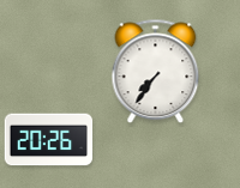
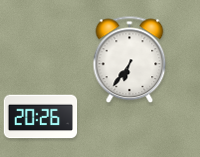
clock at (156, 72): 7:36 -> 6:36
